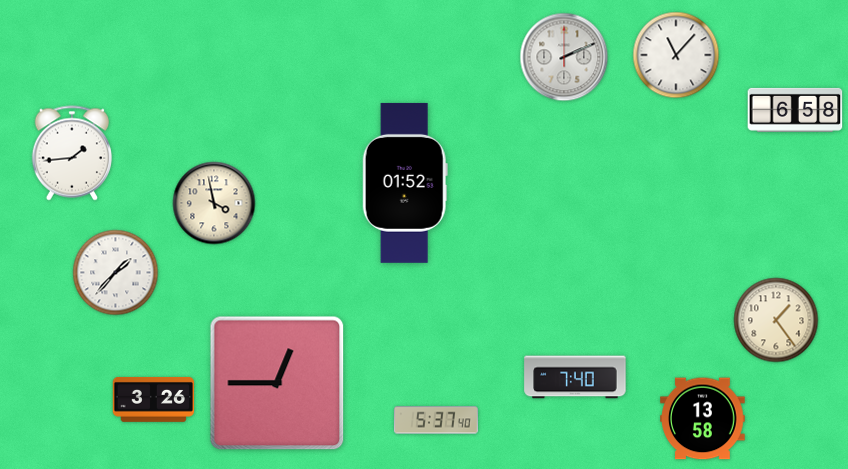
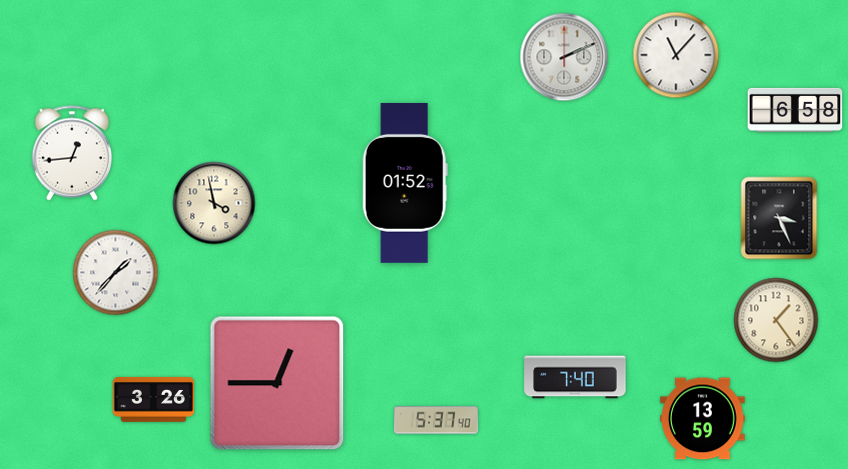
clock at (71, 153): 1:44 -> 12:44
clock at (779, 218): none -> 3:26
clock at (703, 419): 13:58 -> 13:59
